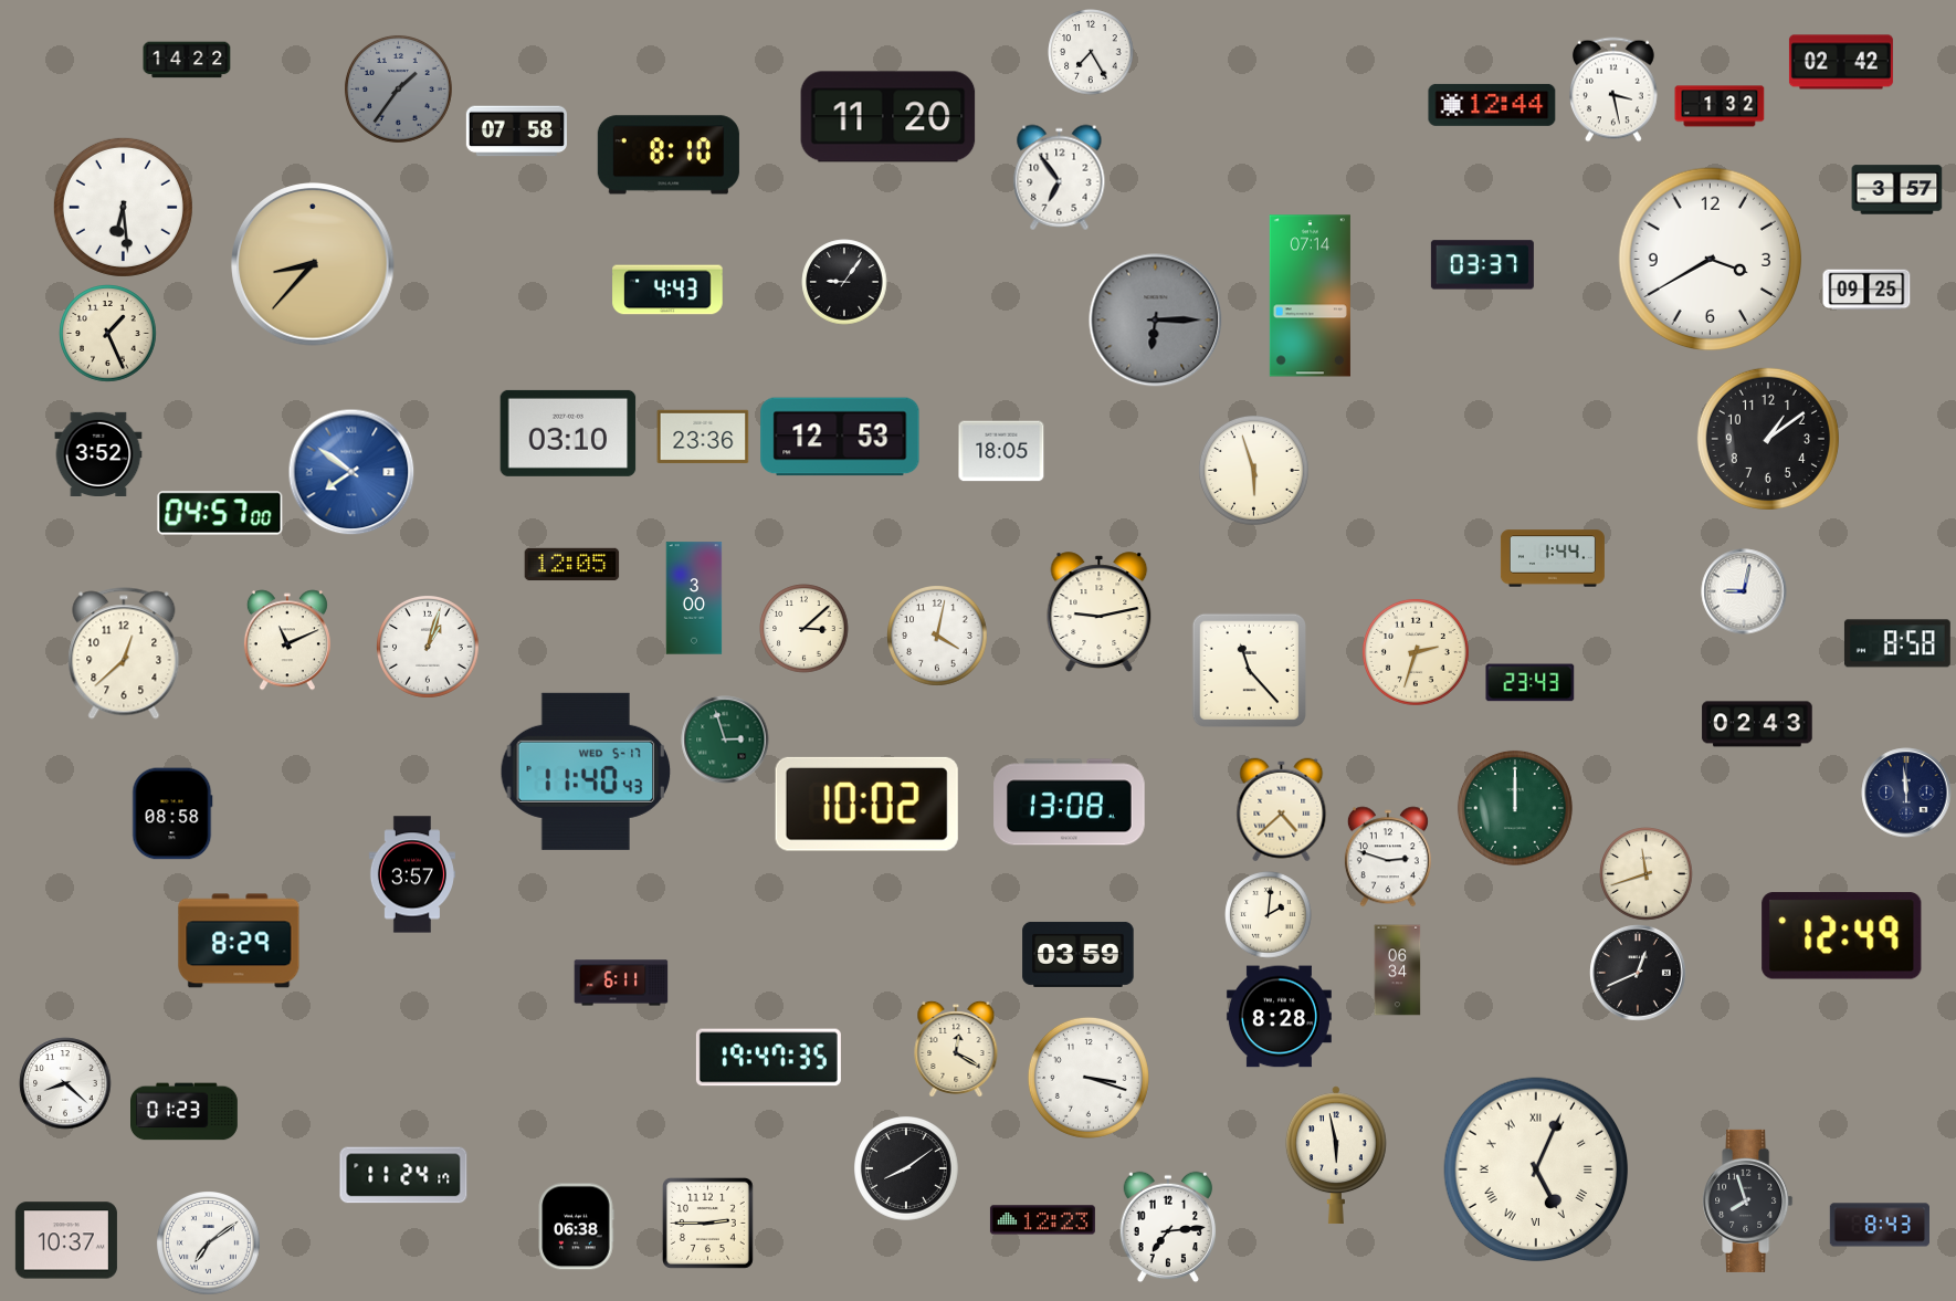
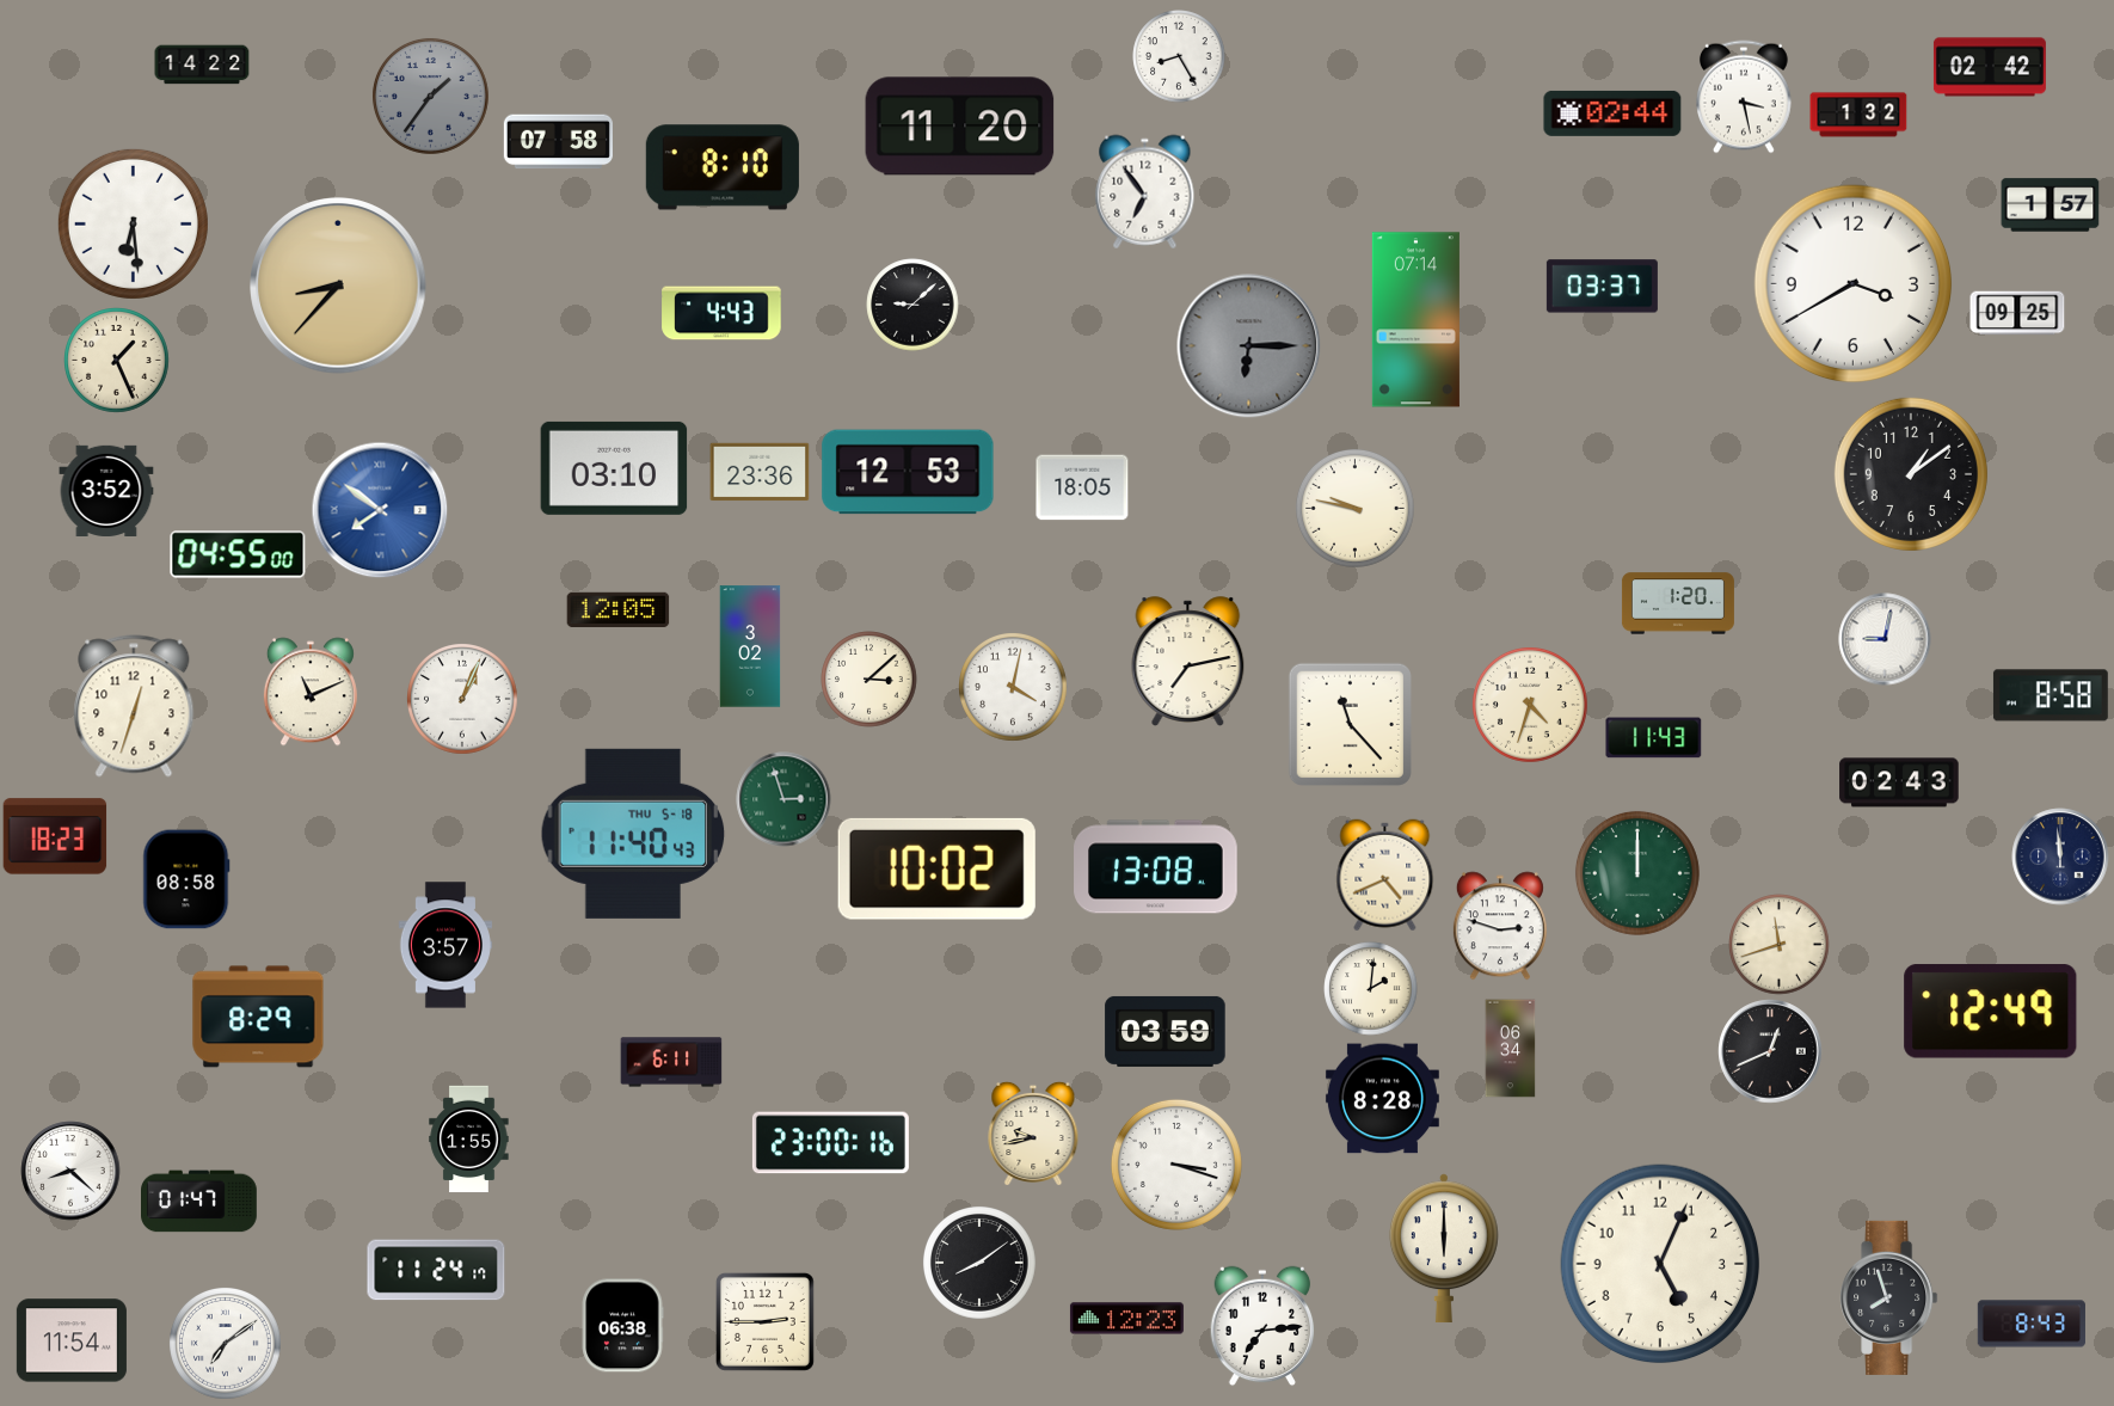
clock at (1091, 52): 7:25 -> 8:25
clock at (1492, 105): 12:44 -> 02:44
clock at (1897, 190): 3:57 -> 1:57
clock at (1711, 260) position: (1711, 260) -> (1854, 284)
clock at (844, 282): 9:06 -> 9:08
clock at (1253, 470): 5:57 -> 9:47
clock at (220, 513): 04:57 -> 04:55
clock at (1553, 558): 1:44 -> 1:20
clock at (694, 598): 3:00 -> 3:02
clock at (1100, 612): 9:13 -> 7:13
clock at (429, 648): 1:03 -> 1:04
clock at (1416, 652): 2:33 -> 4:33
clock at (124, 653): 12:38 -> 12:33
clock at (1531, 683): 23:43 -> 11:43
clock at (586, 772) date: WED 5-17 -> THU 5-18
clock at (55, 836): none -> 18:23
clock at (1282, 810): 4:38 -> 4:41
clock at (956, 1048): 12:20 -> 9:43
clock at (469, 1140): none -> 1:55
clock at (768, 1058): 19:47 -> 23:00
clock at (185, 1112): 01:23 -> 01:47
clock at (1336, 1155): 5:58 -> 6:00
clock at (1536, 1169) numerals: Roman -> Arabic
clock at (66, 1240): 10:37 -> 11:54
